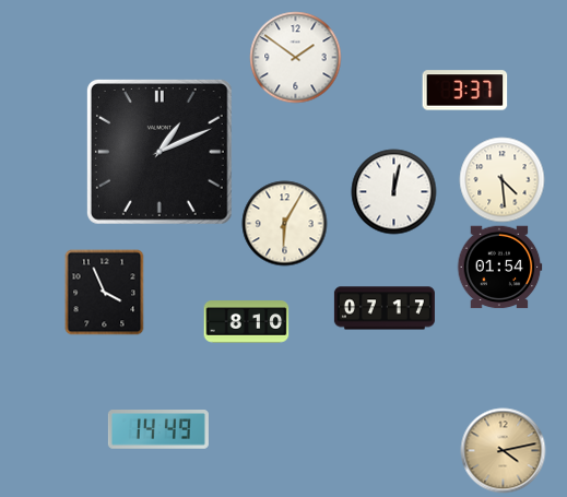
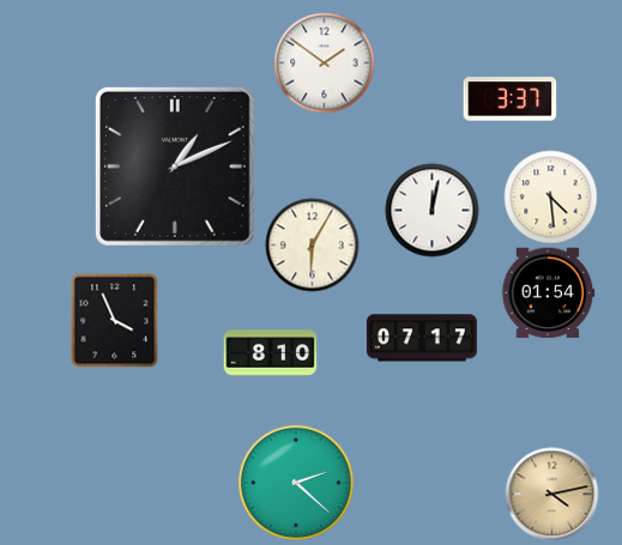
clock at (158, 429): 14:49 -> none
clock at (296, 483): none -> 2:22
